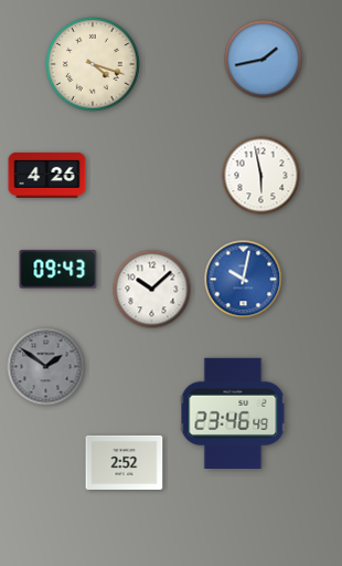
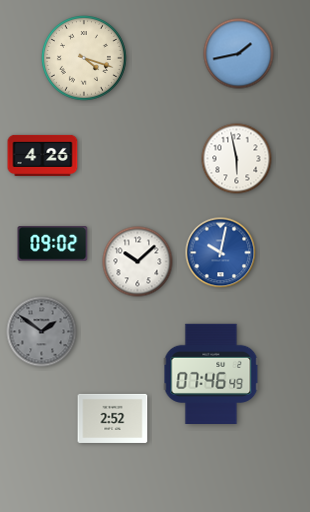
clock at (47, 175) position: (47, 175) -> (43, 155)
clock at (58, 270): 09:43 -> 09:02
clock at (233, 412): 23:46 -> 07:46
